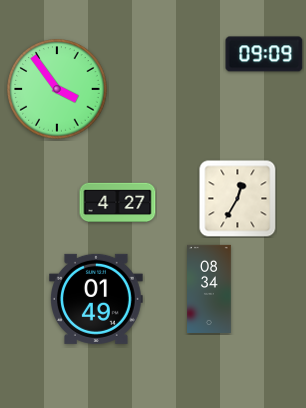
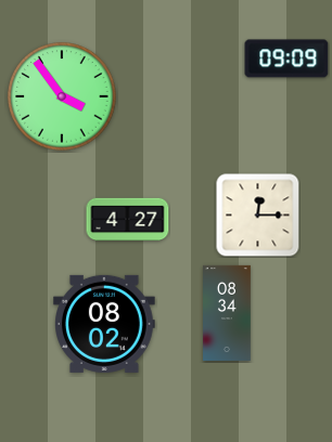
clock at (238, 199): 12:35 -> 12:15
clock at (97, 299): 01:49 -> 08:02
